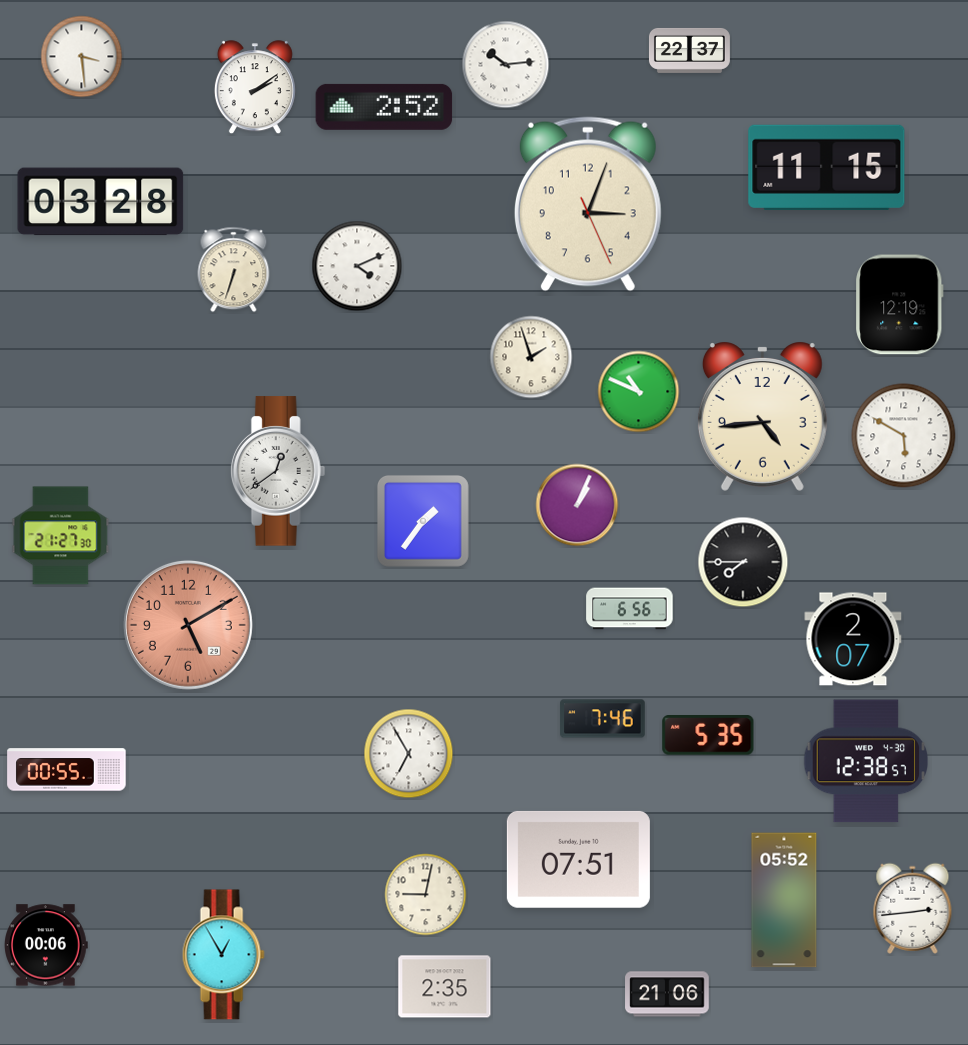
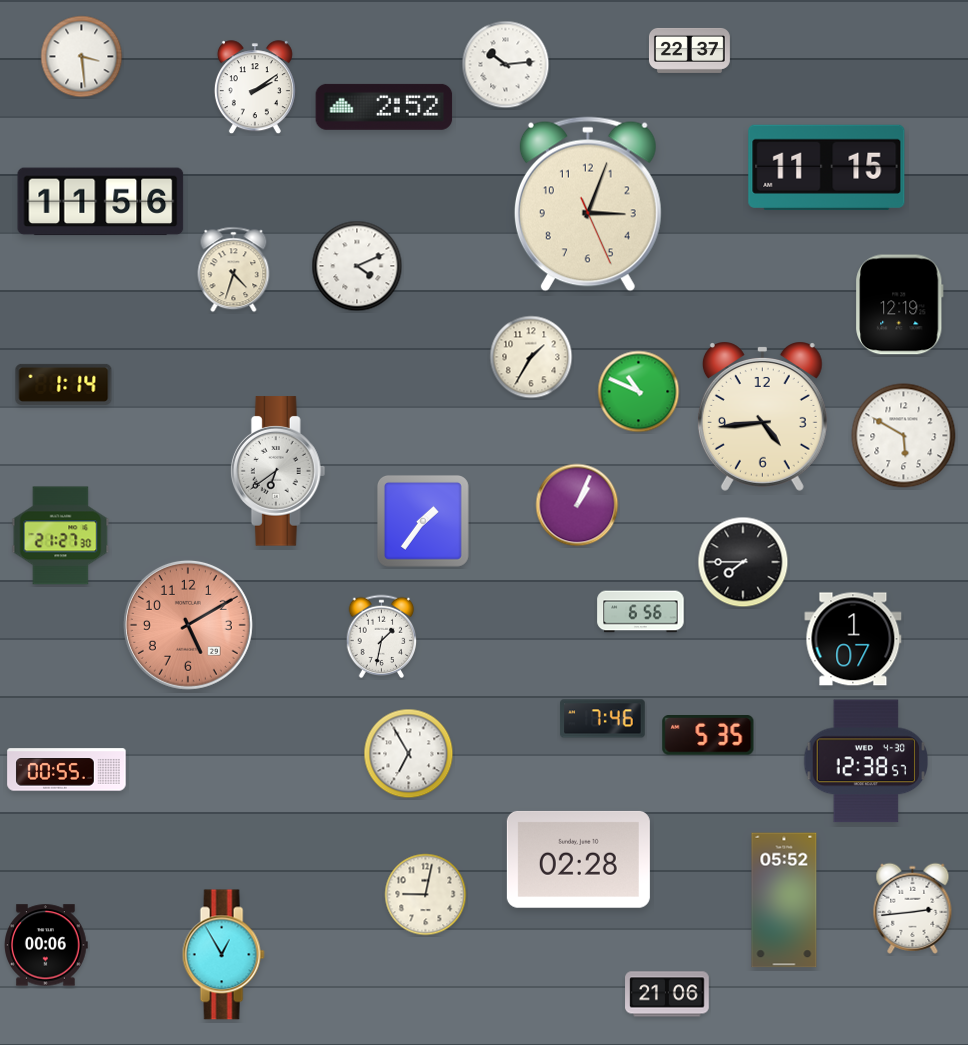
clock at (101, 202): 03:28 -> 11:56
clock at (234, 270): 6:33 -> 4:33
clock at (531, 357): 1:57 -> 1:35
clock at (64, 384): none -> 1:14
clock at (278, 471): 12:39 -> 6:39
clock at (630, 609) position: (630, 609) -> (641, 612)
clock at (382, 637): none -> 1:32
clock at (853, 639): 2:07 -> 1:07
clock at (578, 859): 07:51 -> 02:28
clock at (445, 987): 2:35 -> none
